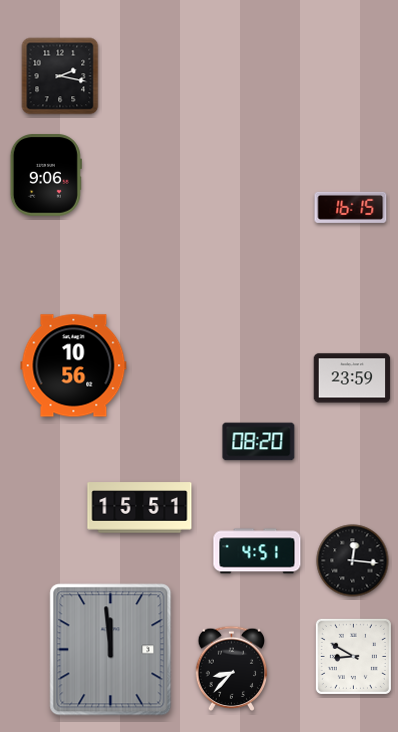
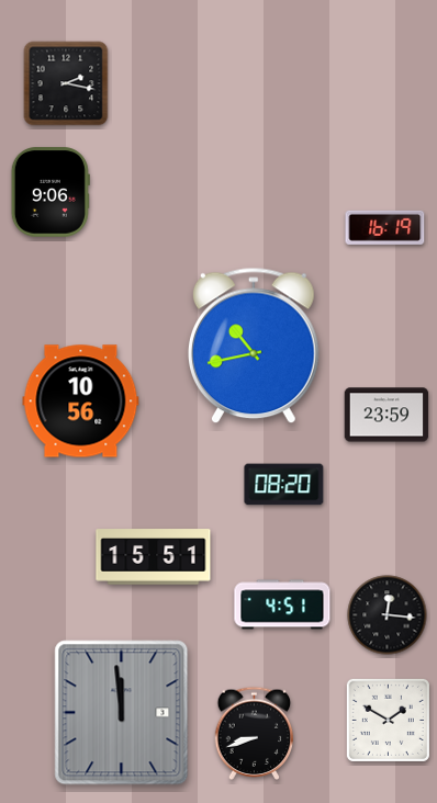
clock at (351, 207): 16:15 -> 16:19
clock at (254, 346): none -> 10:43
clock at (353, 656): 8:50 -> 1:50
clock at (232, 668): 8:37 -> 8:42
